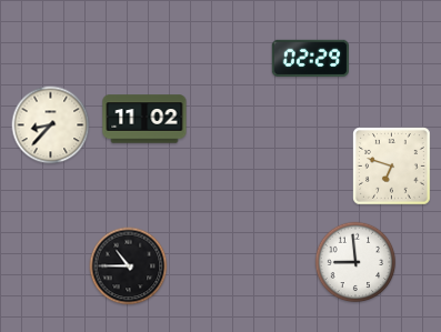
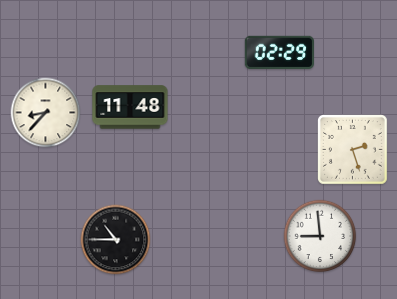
clock at (144, 119): 11:02 -> 11:48
clock at (392, 167): 6:48 -> 2:27
